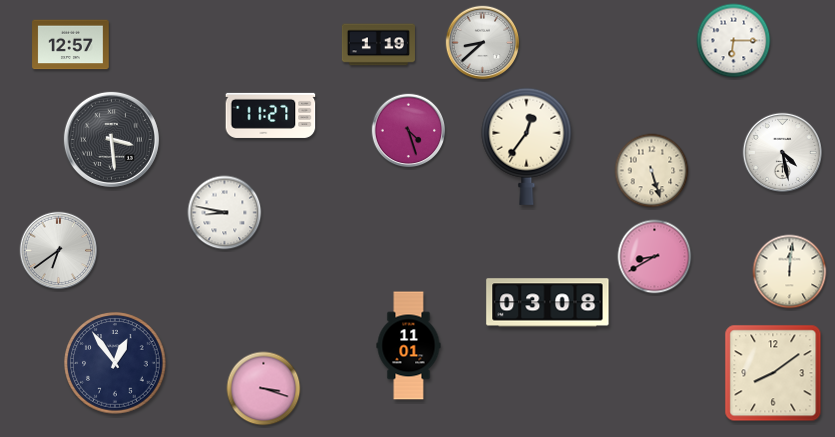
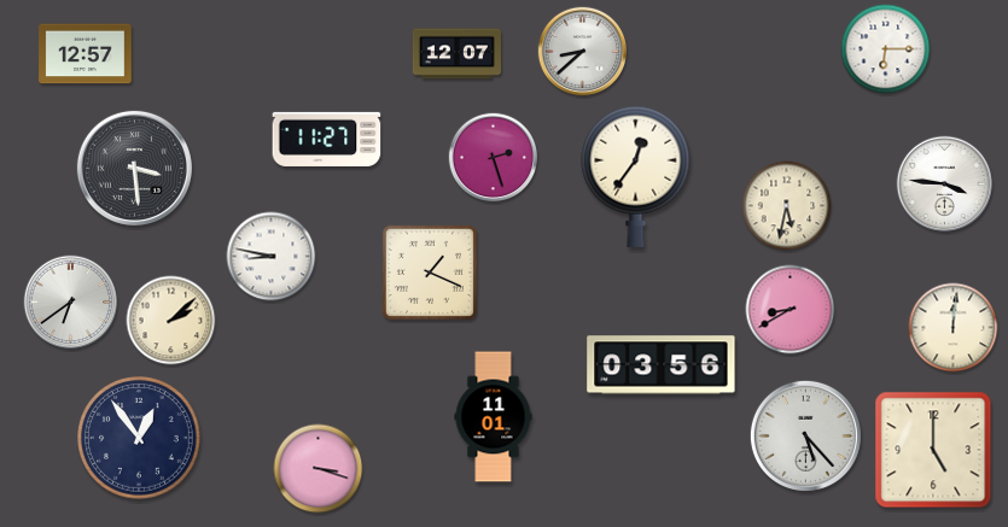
clock at (378, 45): 1:19 -> 12:07
clock at (409, 131): 4:27 -> 2:27
clock at (783, 153): 4:28 -> 3:46
clock at (652, 171): 5:27 -> 5:32
clock at (430, 273): none -> 1:19
clock at (171, 321): none -> 2:08
clock at (548, 303): 03:08 -> 03:56
clock at (805, 435): none -> 5:23
clock at (773, 373): 8:09 -> 5:00
